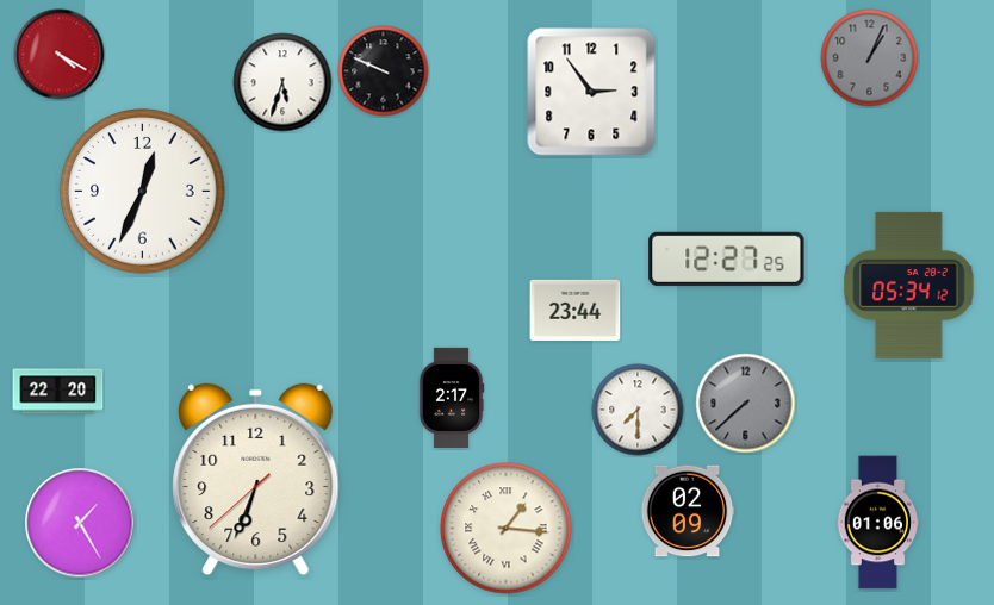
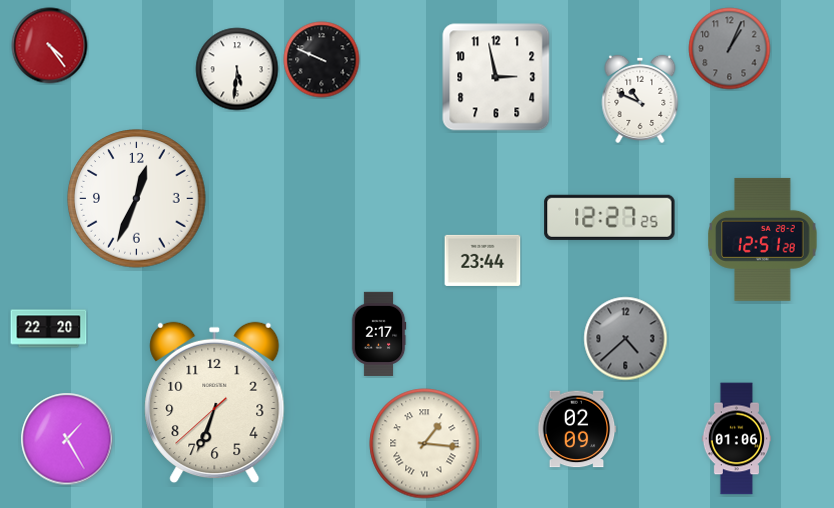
clock at (60, 55): 4:20 -> 4:24
clock at (282, 82): 5:33 -> 5:31
clock at (591, 92): 2:54 -> 2:58
clock at (640, 99): none -> 10:49
clock at (143, 192) position: (143, 192) -> (137, 199)
clock at (909, 285): 05:34 -> 12:51
clock at (746, 404): 7:38 -> 4:38
clock at (638, 410): 7:30 -> none
